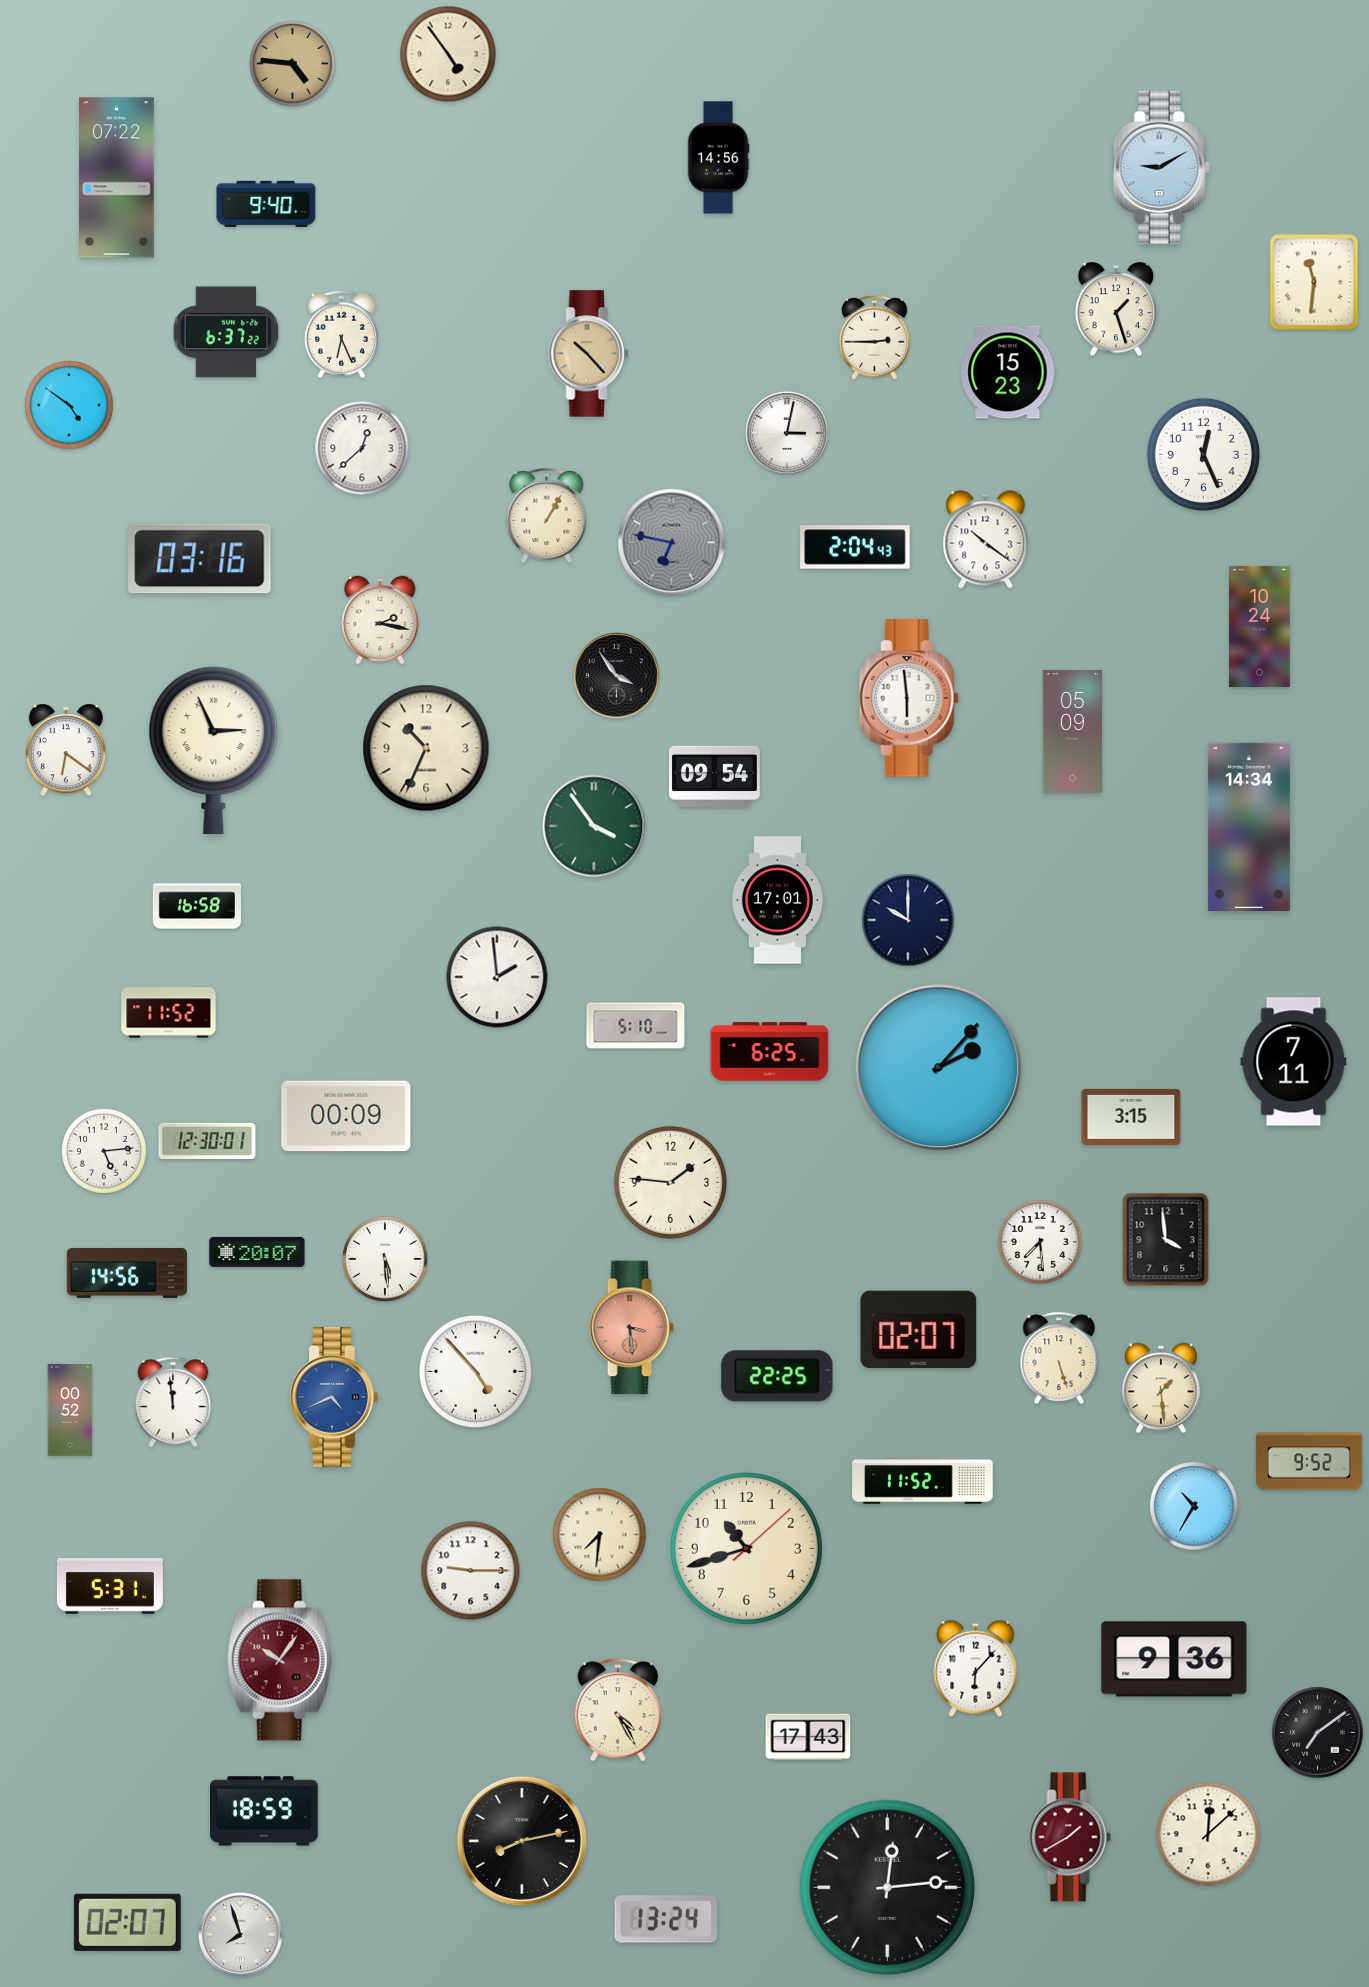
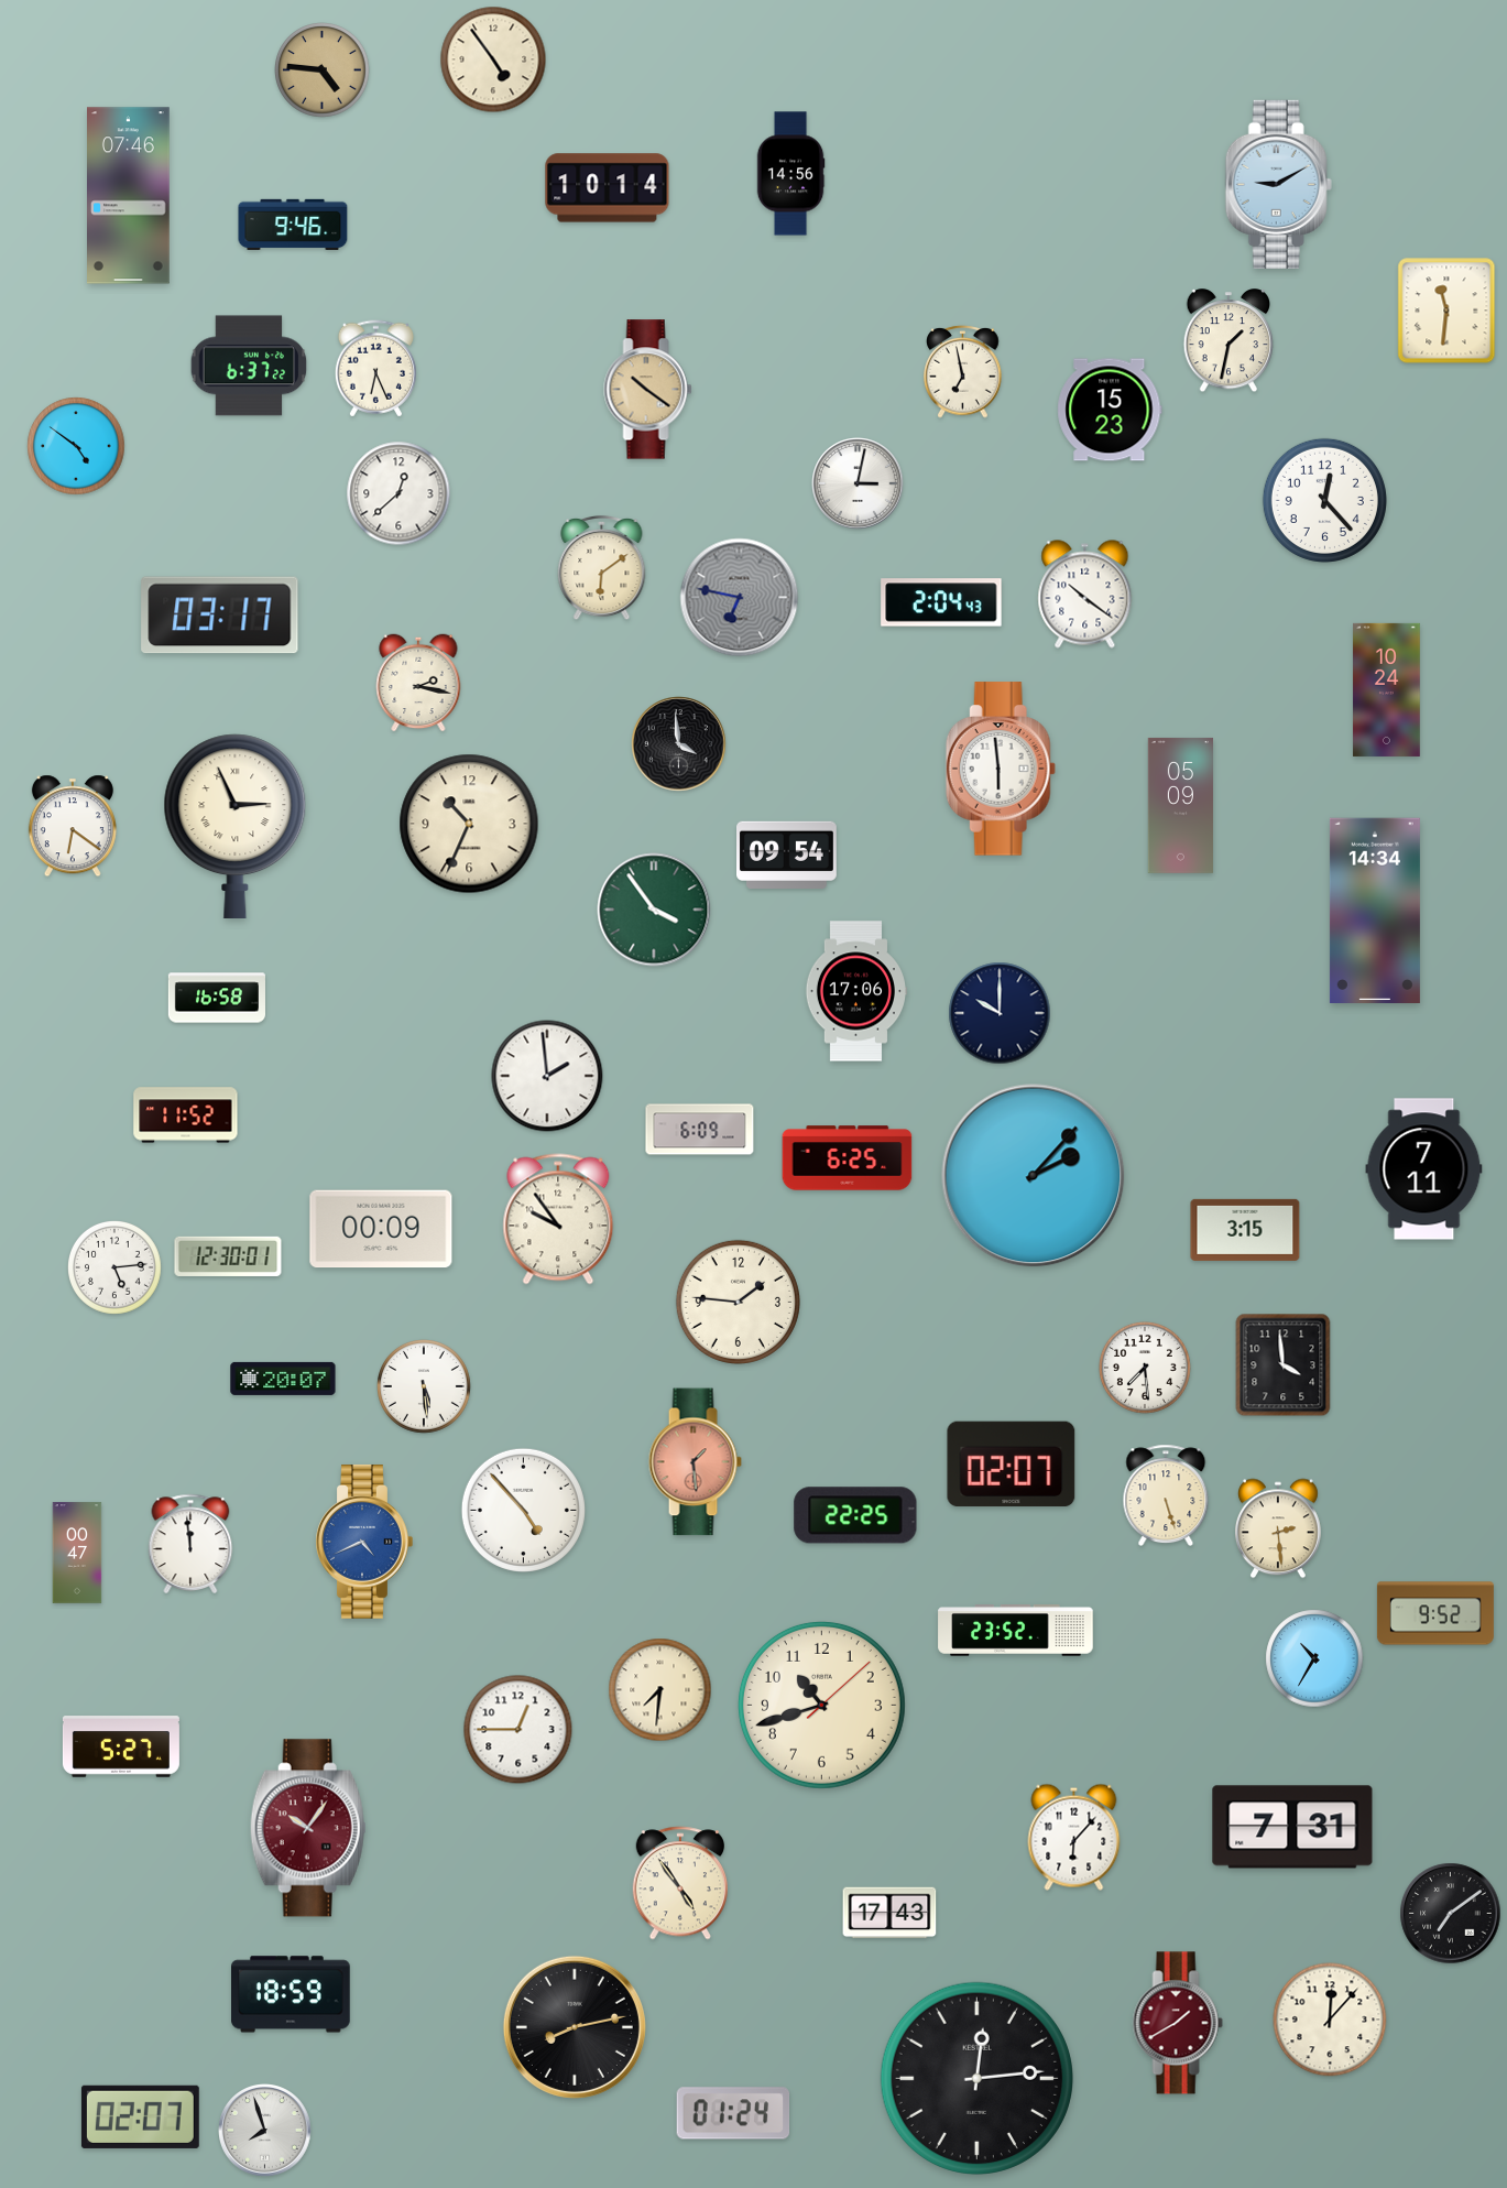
clock at (608, 188): none -> 10:14
clock at (117, 178): 07:22 -> 07:46
clock at (266, 204): 9:40 -> 9:46
clock at (1116, 310): 1:27 -> 1:32
clock at (875, 337): 2:45 -> 6:58
clock at (589, 354): 10:23 -> 10:21
clock at (788, 434) position: (788, 434) -> (859, 485)
clock at (1203, 454): 12:26 -> 12:23
clock at (547, 516): 1:05 -> 6:09
clock at (200, 559): 03:16 -> 03:17
clock at (617, 676): 3:54 -> 3:59
clock at (777, 900): 17:01 -> 17:06
clock at (636, 1026): 5:10 -> 6:09
clock at (558, 1219): none -> 9:54
clock at (127, 1273): 14:56 -> none
clock at (631, 1328): 3:29 -> 1:29
clock at (1161, 1388): 1:29 -> 2:29
clock at (334, 1397) position: (334, 1397) -> (364, 1542)
clock at (70, 1410): 00:52 -> 00:47
clock at (1309, 1461) position: (1309, 1461) -> (1435, 1613)
clock at (923, 1481): 11:52 -> 23:52
clock at (471, 1571): 9:15 -> 12:45
clock at (110, 1586): 5:31 -> 5:27
clock at (1174, 1659): 9:36 -> 7:31
clock at (617, 1710): 4:25 -> 4:54
clock at (1318, 1733) position: (1318, 1733) -> (1451, 1914)
clock at (1208, 1834): 12:08 -> 12:07
clock at (666, 1919): 13:24 -> 01:24
